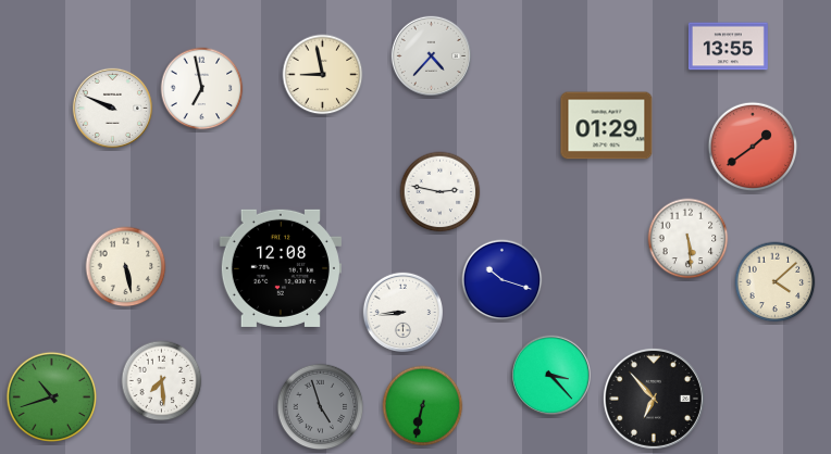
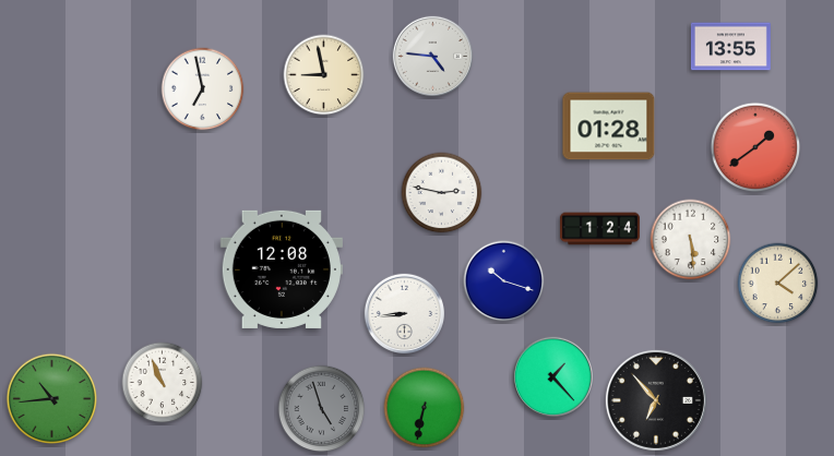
clock at (431, 55): 4:37 -> 4:46
clock at (112, 108): 9:49 -> none
clock at (607, 126): 01:29 -> 01:28
clock at (599, 229): none -> 1:24
clock at (126, 267): 5:28 -> none
clock at (550, 375): 3:23 -> 1:23
clock at (162, 381): 7:29 -> 10:56
clock at (51, 396): 10:42 -> 10:44
